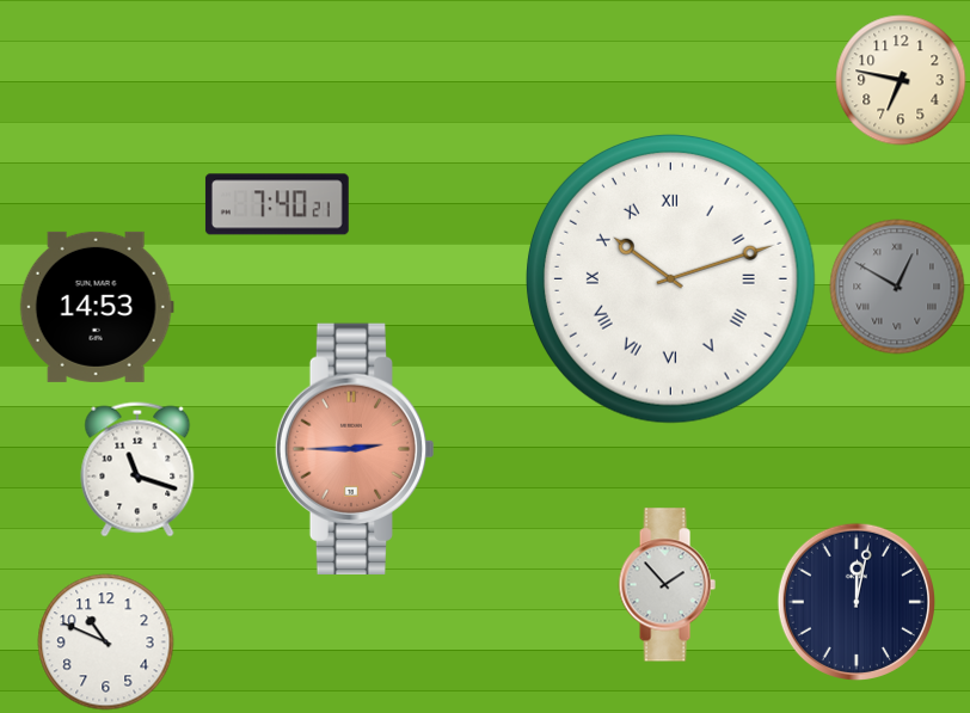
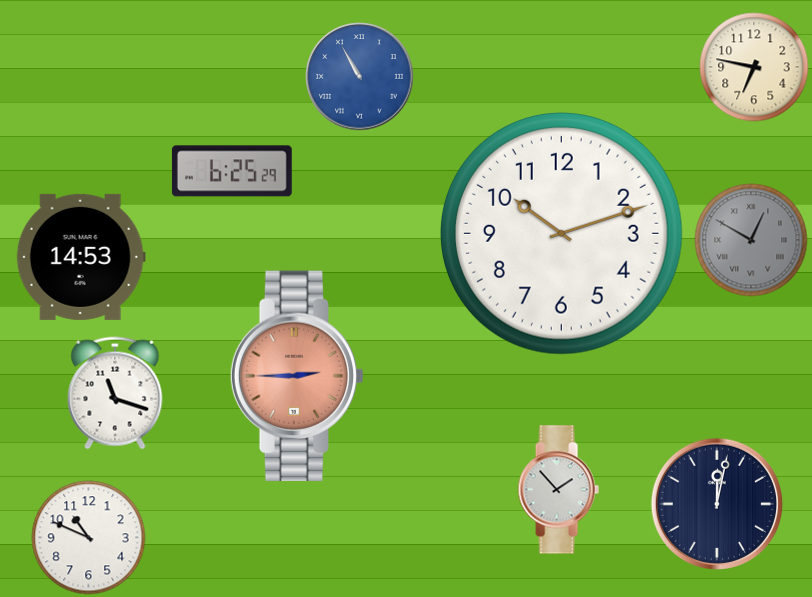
clock at (360, 77): none -> 10:55
clock at (277, 204): 7:40 -> 6:25
clock at (670, 278) numerals: Roman -> Arabic
